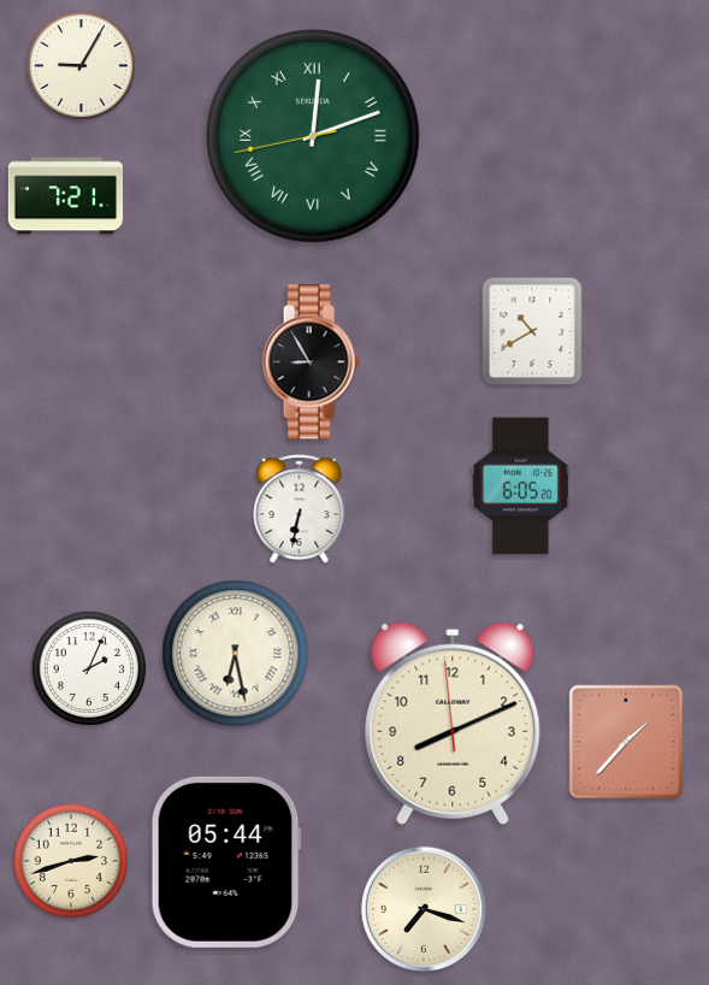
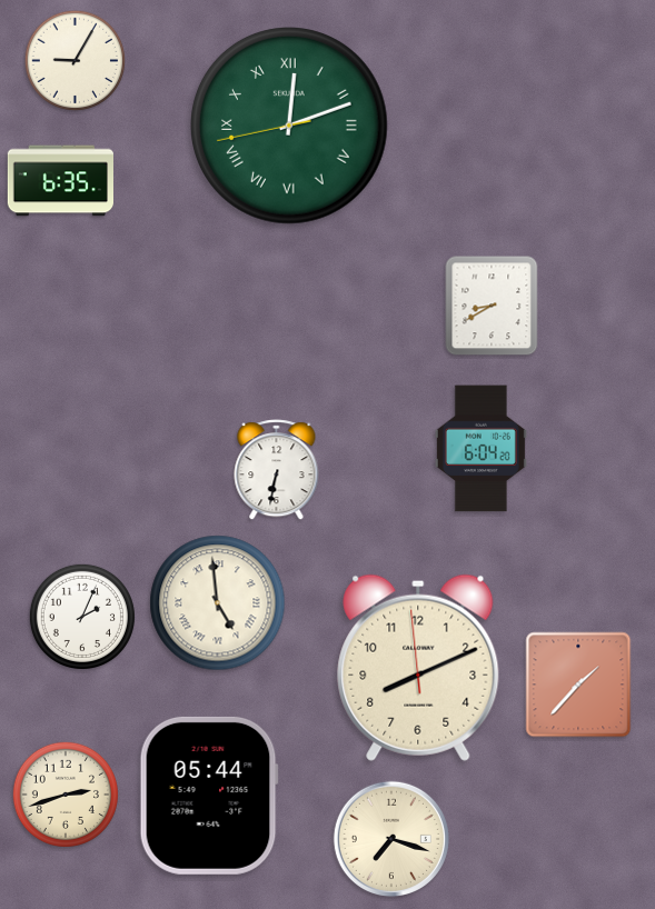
clock at (65, 196): 7:21 -> 6:35
clock at (532, 331): 10:40 -> 8:40
clock at (311, 362): 8:55 -> none
clock at (520, 486): 6:05 -> 6:04
clock at (236, 654): 6:28 -> 4:59
